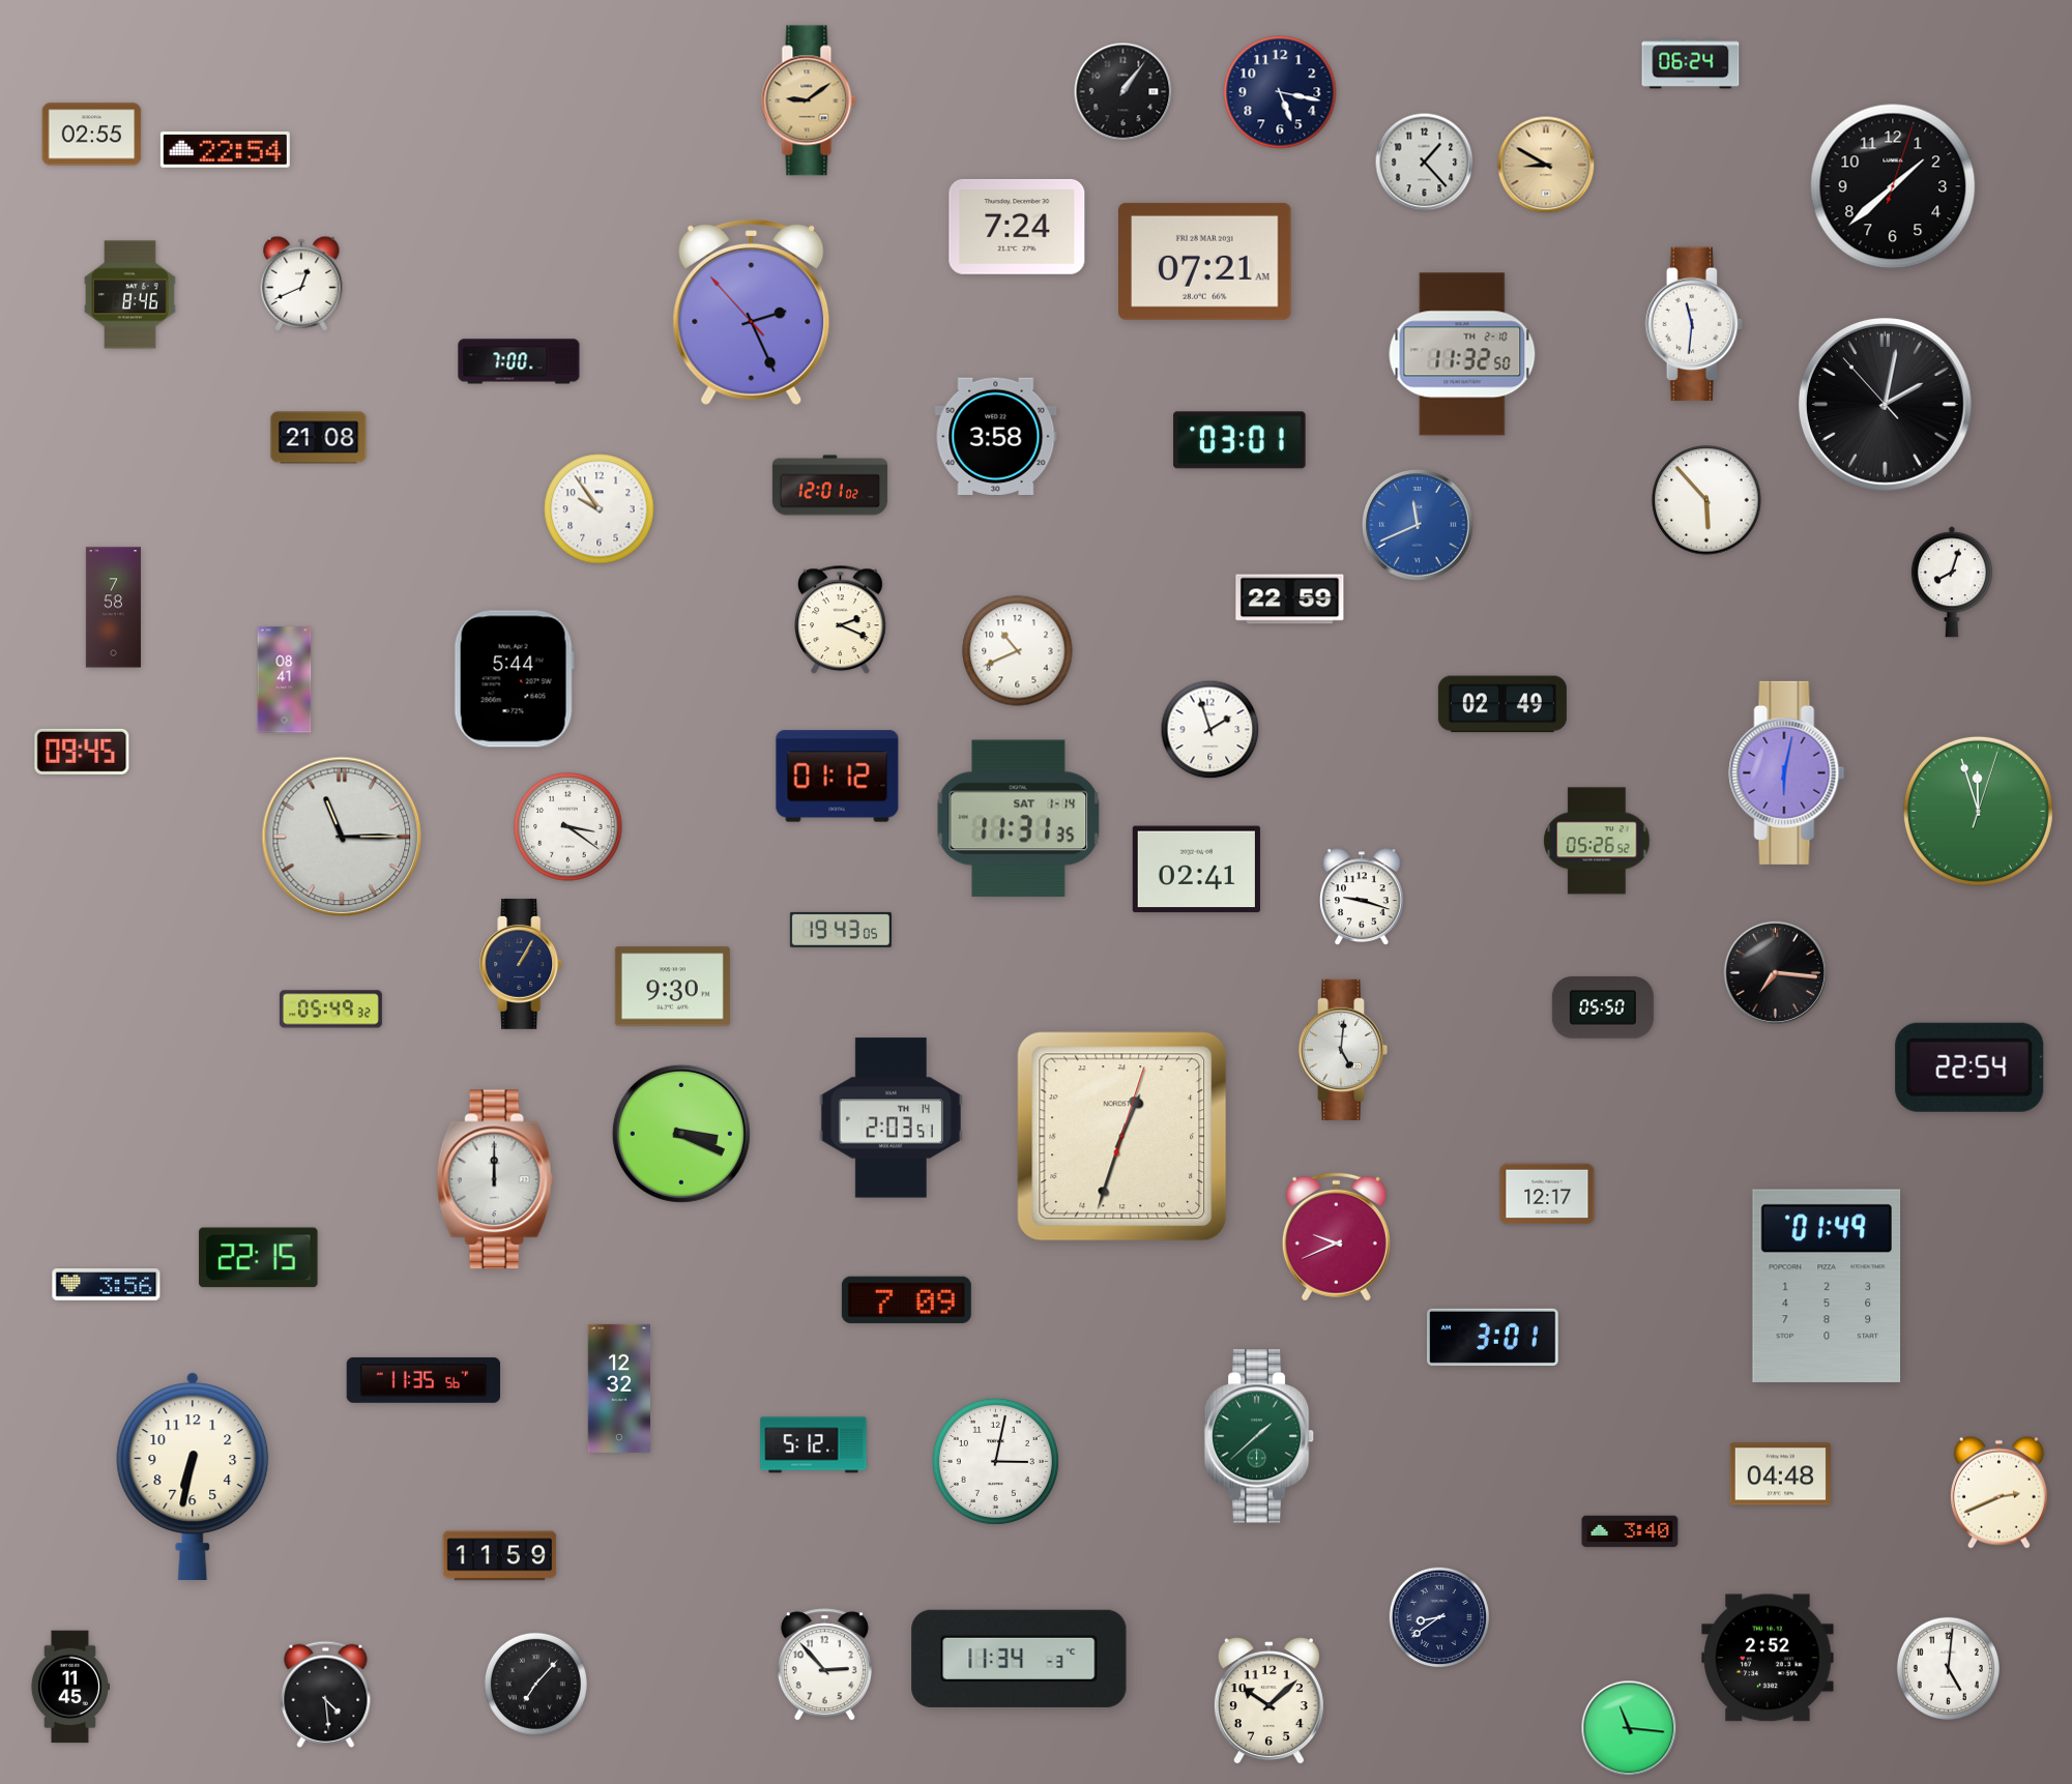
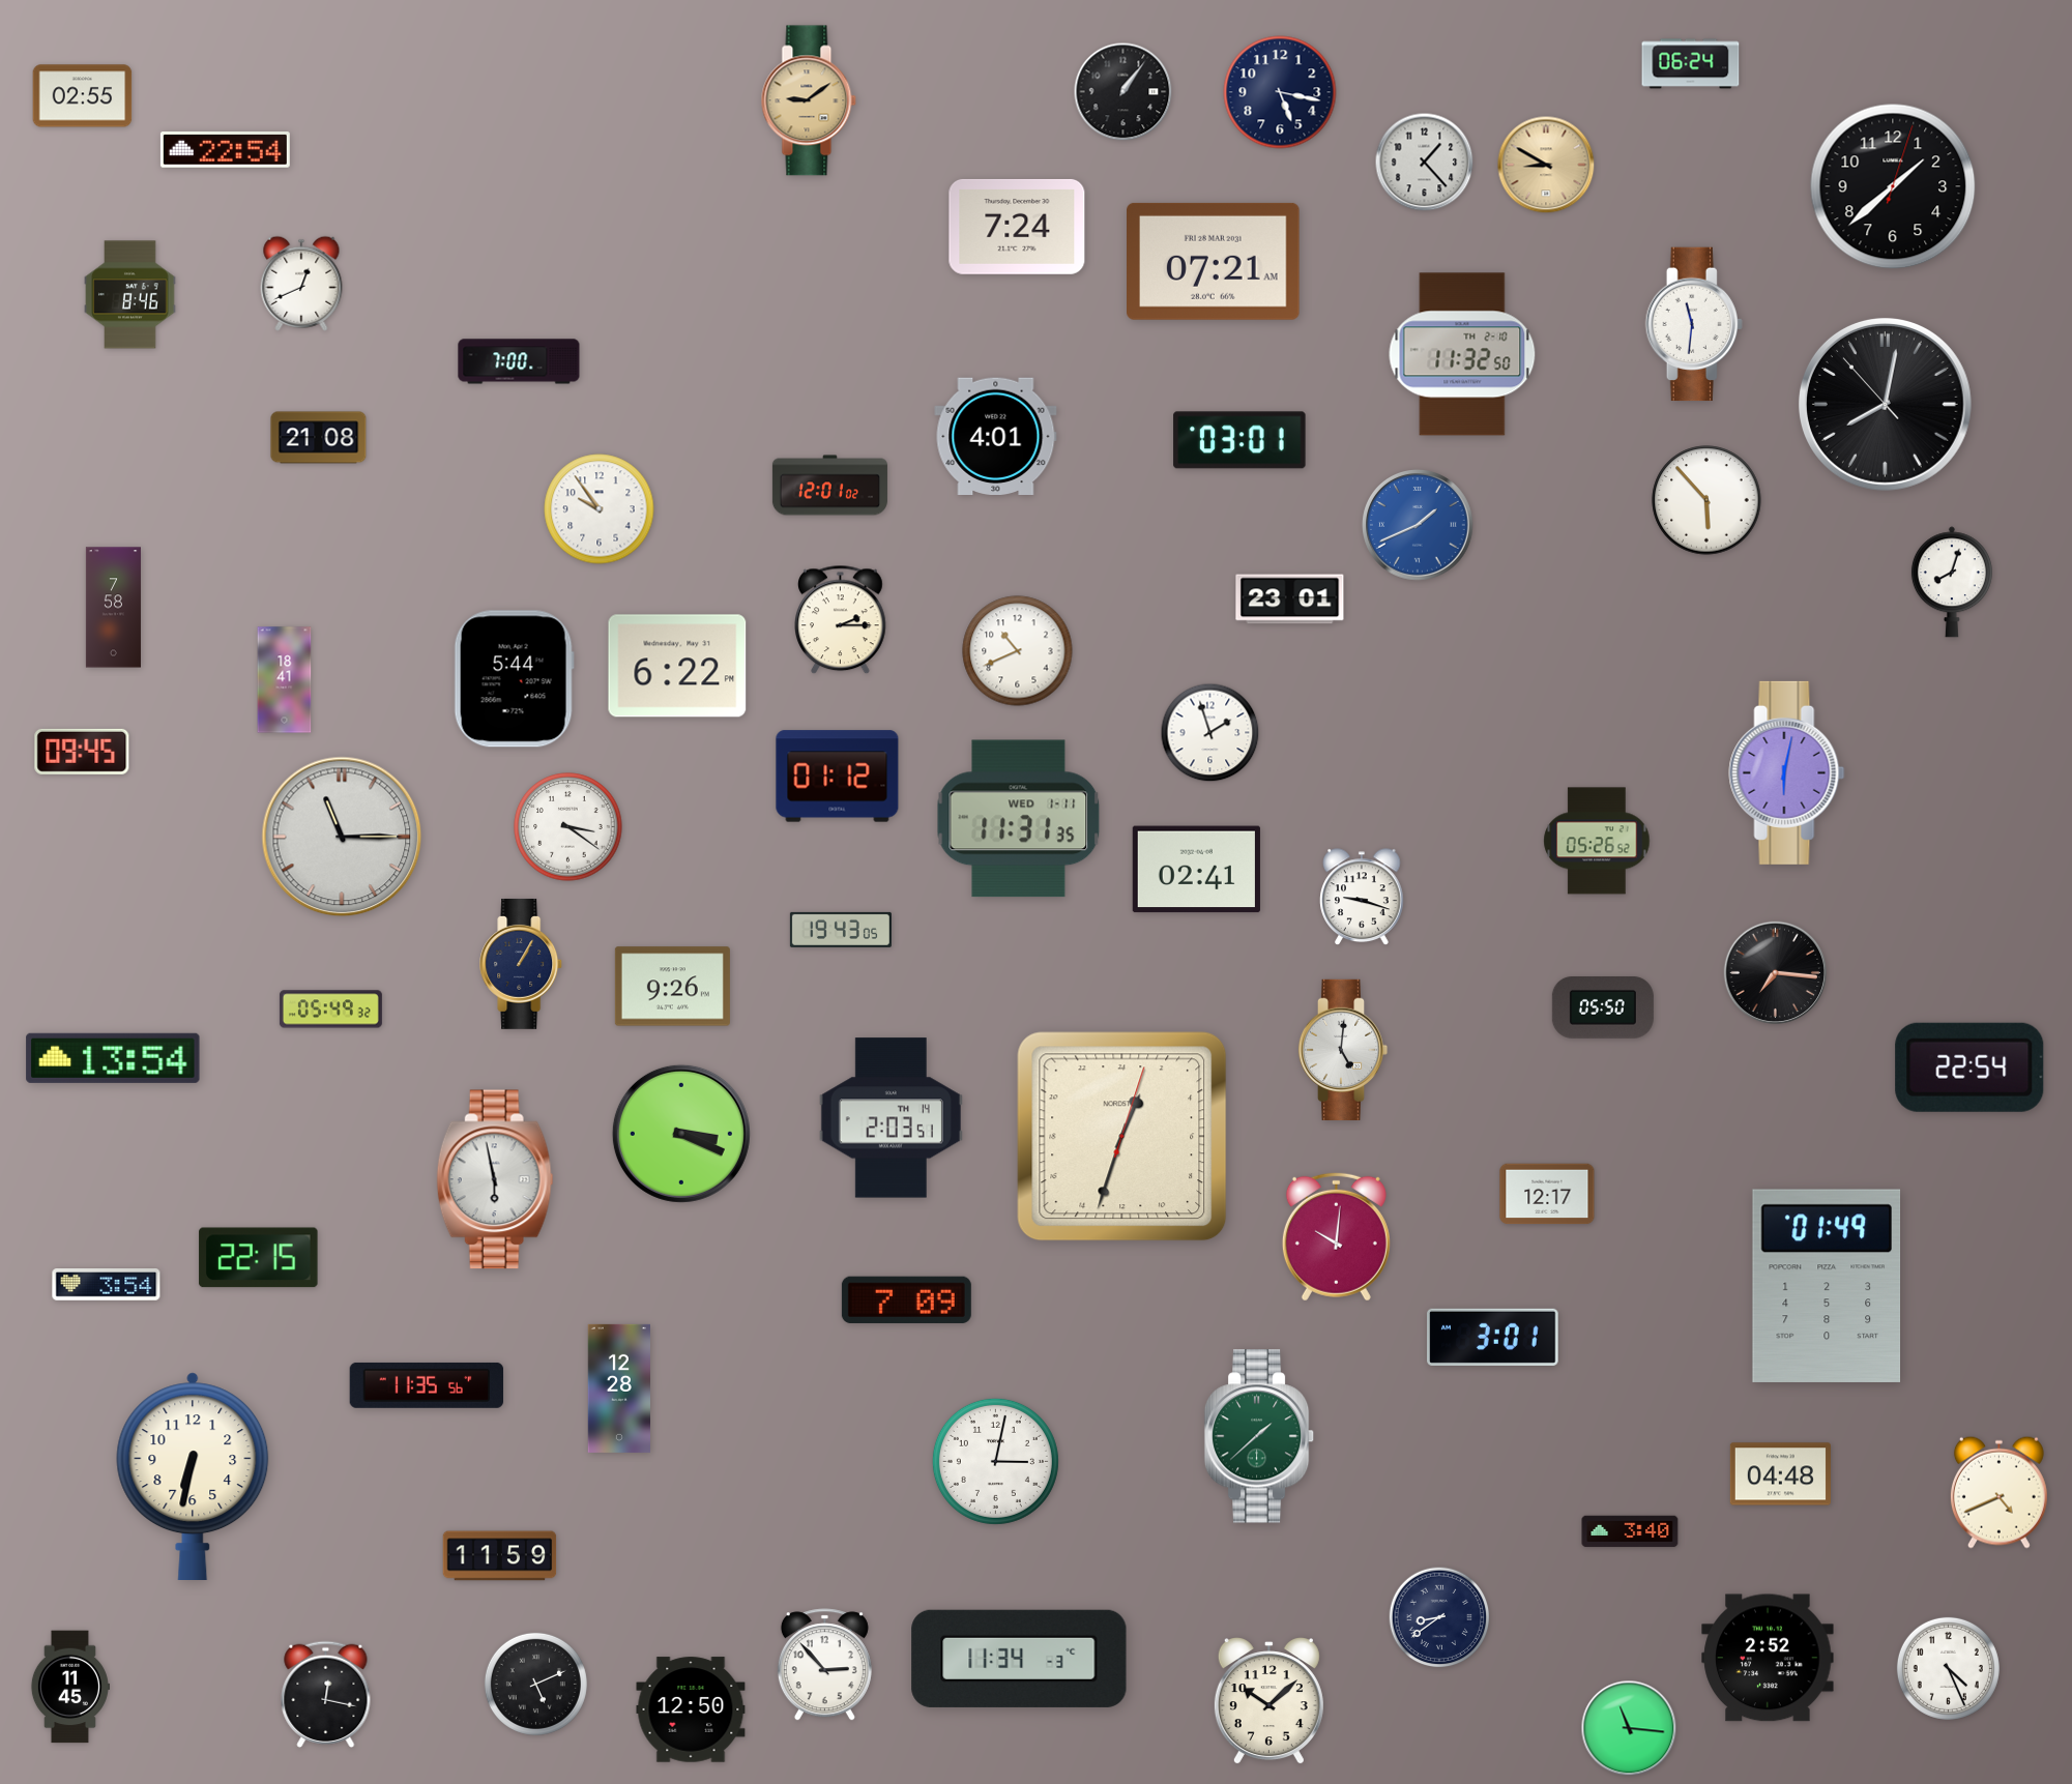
clock at (92, 135) position: (92, 135) -> (83, 96)
clock at (1205, 261) position: (1205, 261) -> (1214, 261)
clock at (752, 312): 2:25 -> none
clock at (1885, 404): 2:01 -> 8:01
clock at (996, 436): 3:58 -> 4:01
clock at (1419, 526): 11:41 -> 1:41
clock at (1290, 599): 22:59 -> 23:01
clock at (841, 620): 2:19 -> 2:15
clock at (677, 666): none -> 6:22
clock at (285, 680): 08:41 -> 18:41
clock at (1502, 704): 02:49 -> none
clock at (1210, 730) position: (1210, 730) -> (1210, 733)
clock at (1978, 811): 11:57 -> none
clock at (1019, 819) date: SAT 1-14 -> WED 1-11
clock at (672, 987): 9:30 -> 9:26
clock at (113, 1058): none -> 13:54
clock at (495, 1179): 12:00 -> 5:58
clock at (1336, 1236): 9:41 -> 10:01
clock at (107, 1285): 3:56 -> 3:54
clock at (424, 1380) position: (424, 1380) -> (427, 1385)
clock at (618, 1388): 12:32 -> 12:28
clock at (814, 1445): 5:12 -> none
clock at (1998, 1492): 2:41 -> 4:41
clock at (1948, 1668): 5:01 -> 4:26
clock at (535, 1684): 7:07 -> 5:11
clock at (326, 1694): 4:29 -> 12:17
clock at (691, 1709): none -> 12:50
